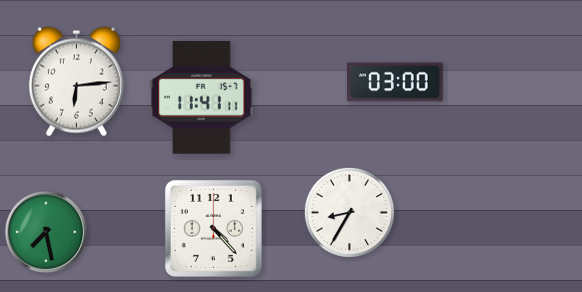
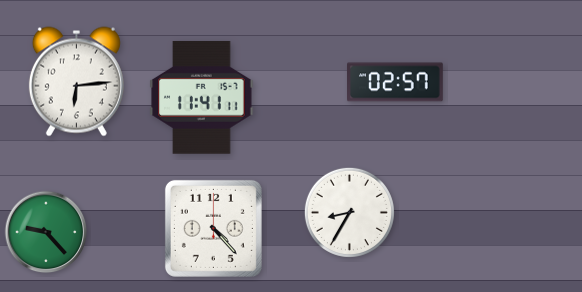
clock at (395, 82): 03:00 -> 02:57
clock at (46, 232): 7:28 -> 9:23
